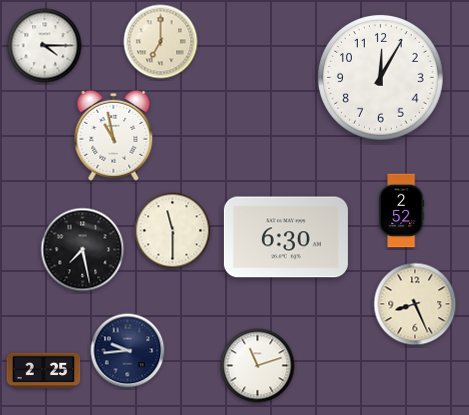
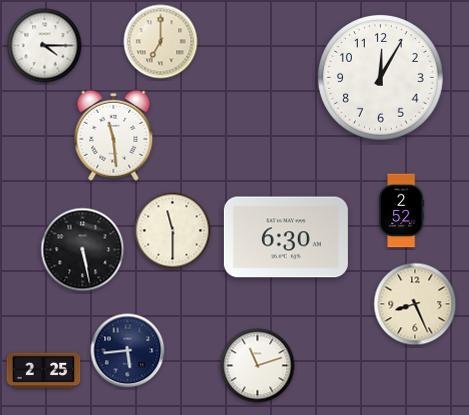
clock at (114, 135): 10:58 -> 11:29
clock at (83, 250): 7:28 -> 5:28
clock at (128, 351): 9:44 -> 5:44
